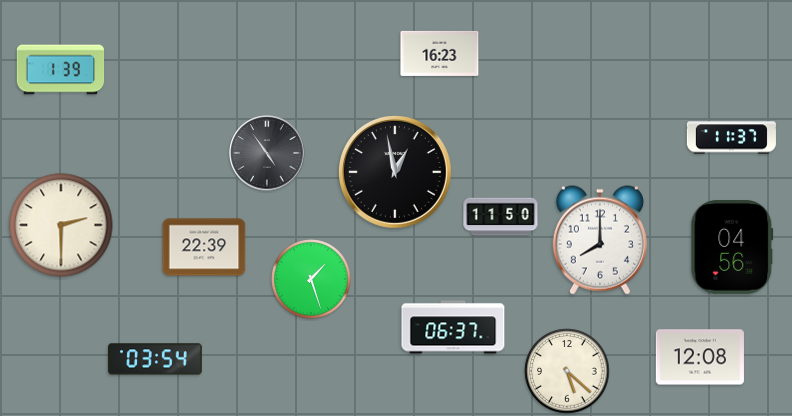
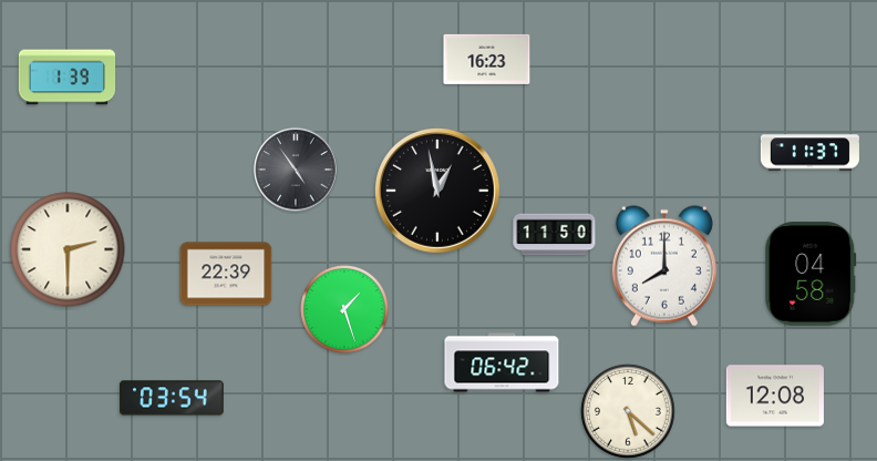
clock at (501, 217) position: (501, 217) -> (555, 235)
clock at (732, 247): 04:56 -> 04:58
clock at (453, 327): 06:37 -> 06:42
